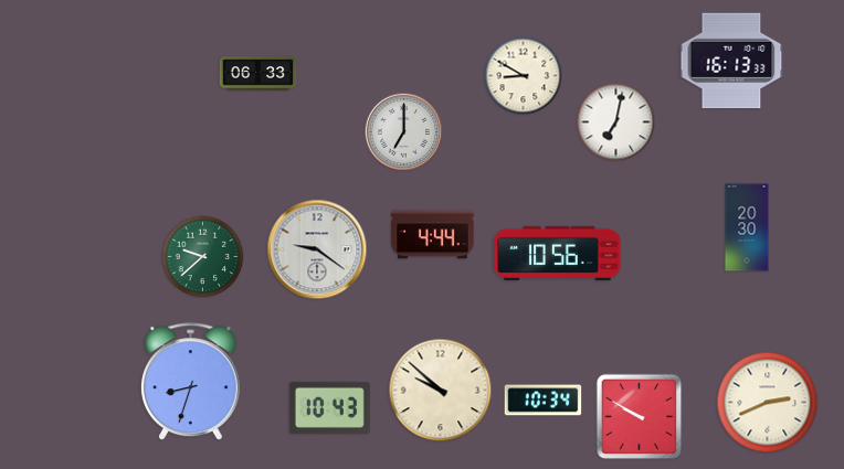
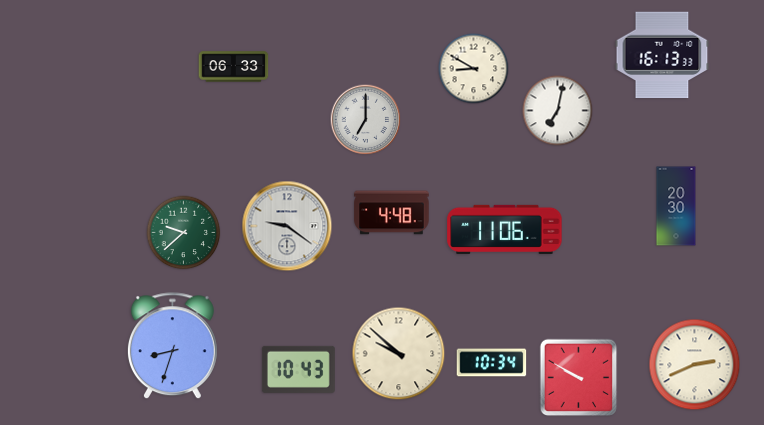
clock at (433, 235): 4:44 -> 4:48
clock at (558, 253): 10:56 -> 11:06
